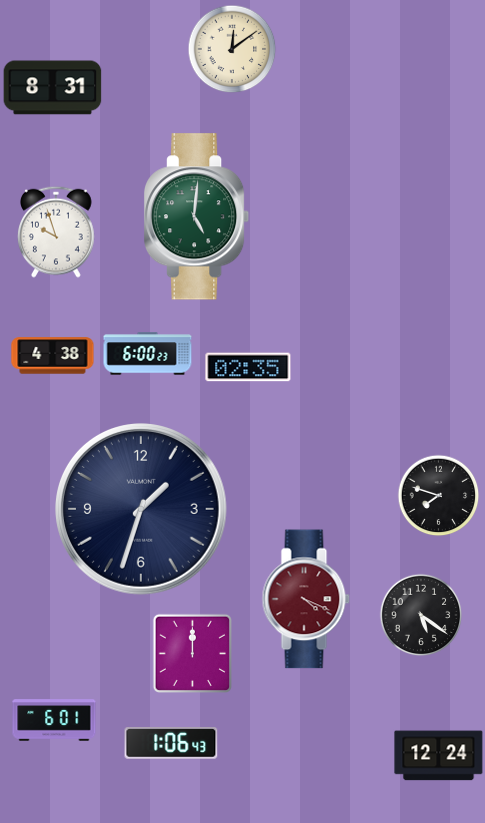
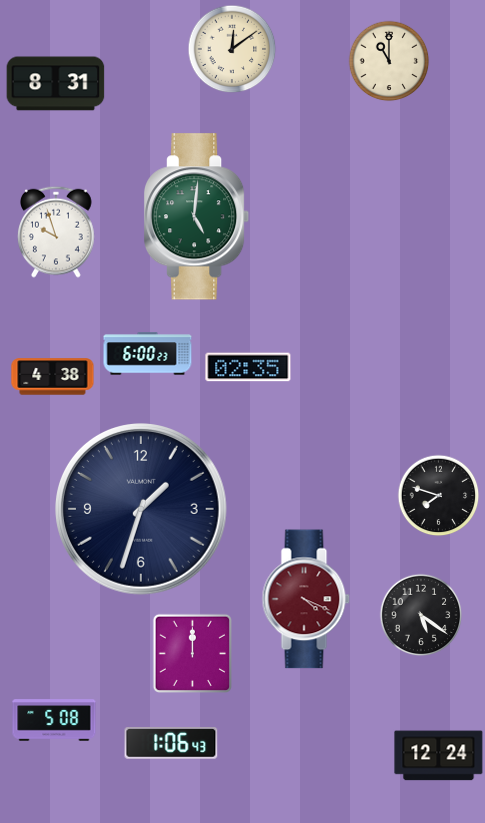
clock at (389, 61): none -> 11:00
clock at (53, 88) position: (53, 88) -> (56, 84)
clock at (53, 356) position: (53, 356) -> (53, 377)
clock at (54, 720): 6:01 -> 5:08
